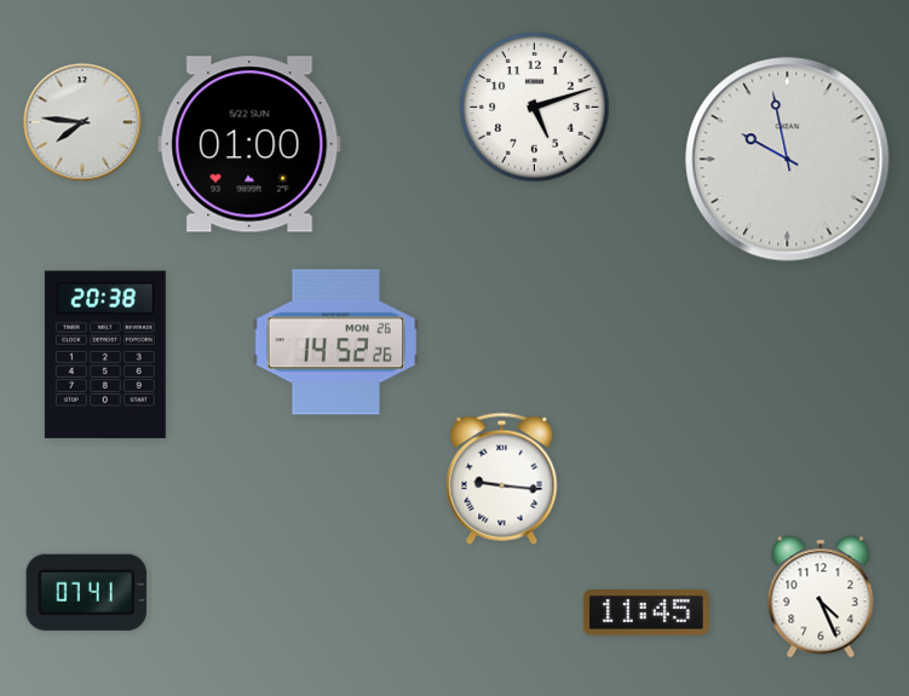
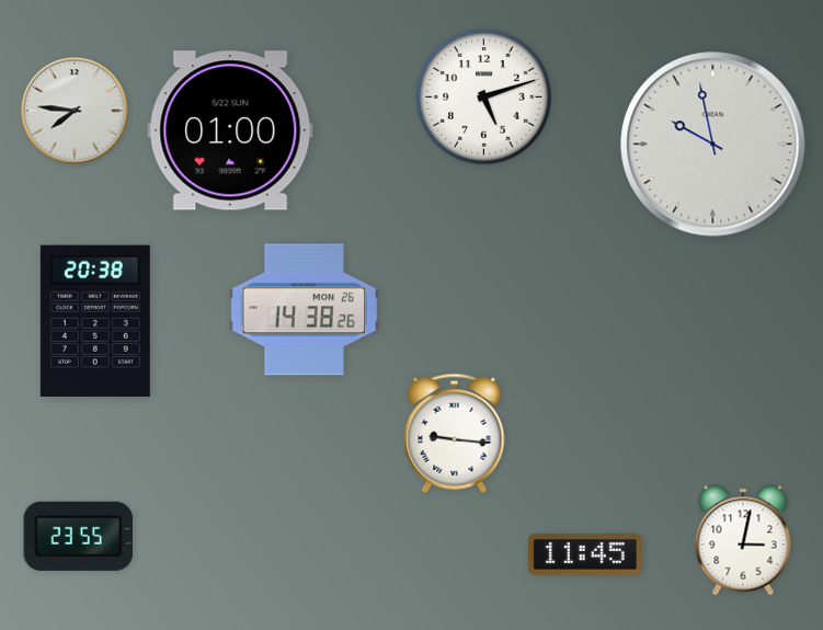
clock at (249, 144) position: (249, 144) -> (230, 130)
clock at (336, 343): 14:52 -> 14:38
clock at (87, 592): 07:41 -> 23:55
clock at (821, 597): 4:26 -> 3:02
